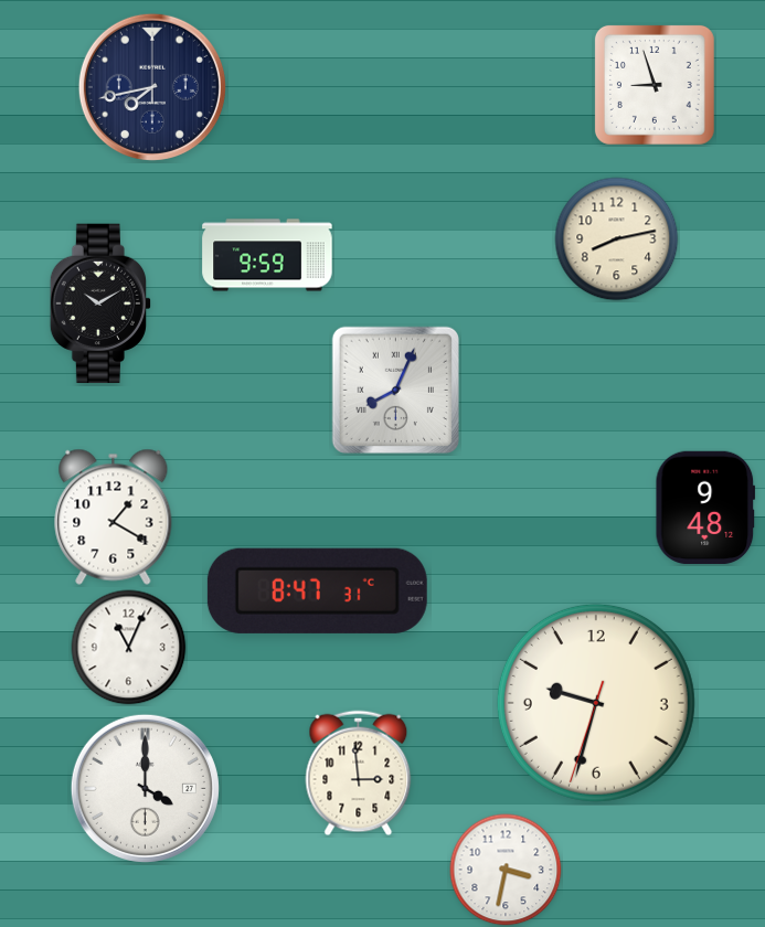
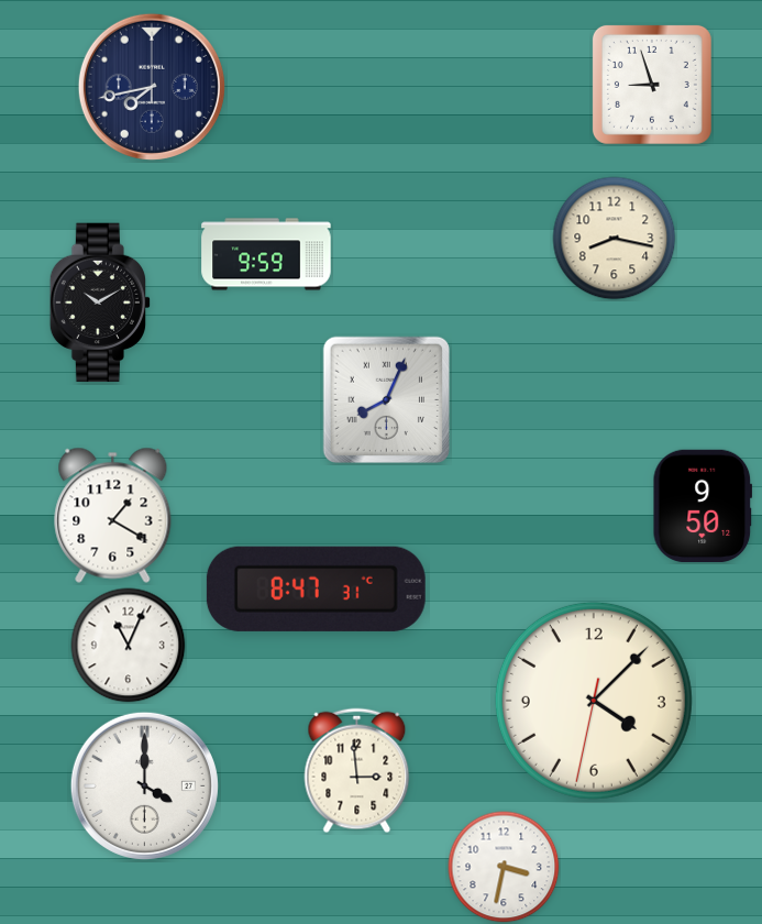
clock at (617, 239): 8:13 -> 8:17
clock at (395, 390) position: (395, 390) -> (386, 399)
clock at (705, 508): 9:48 -> 9:50
clock at (596, 703): 9:32 -> 4:07
